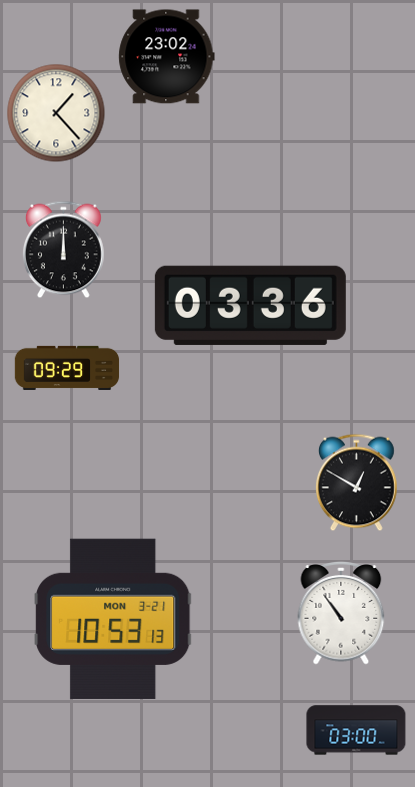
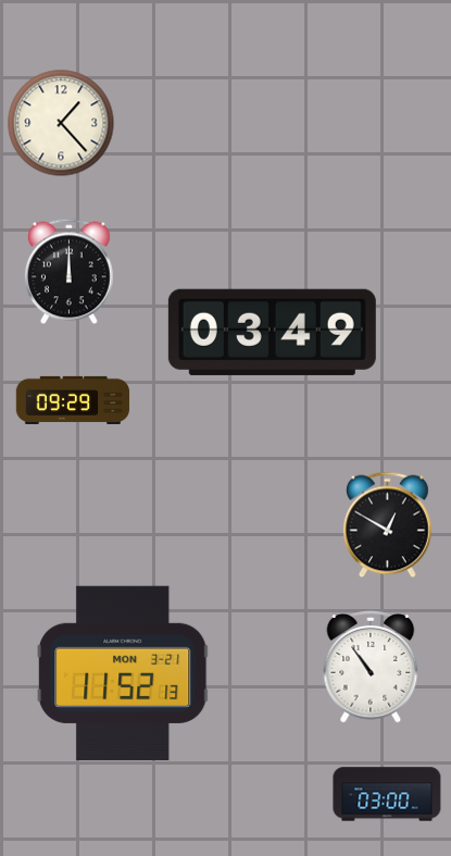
clock at (167, 57): 23:02 -> none
clock at (250, 305): 03:36 -> 03:49
clock at (113, 619): 10:53 -> 11:52
